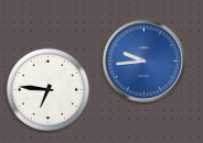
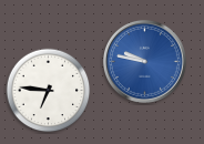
clock at (143, 61): 9:44 -> 9:47
